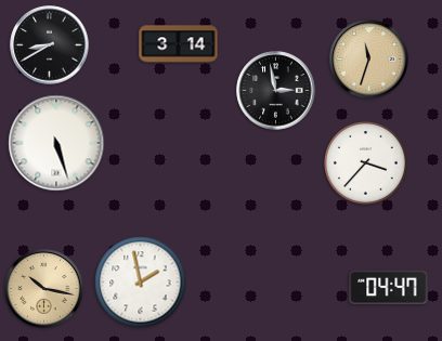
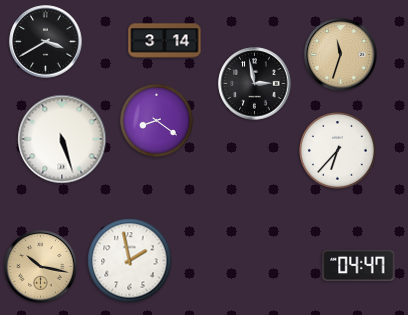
clock at (50, 45): 8:40 -> 3:40
clock at (156, 120): none -> 8:21
clock at (56, 143) position: (56, 143) -> (62, 139)
clock at (366, 163): 3:37 -> 6:37
